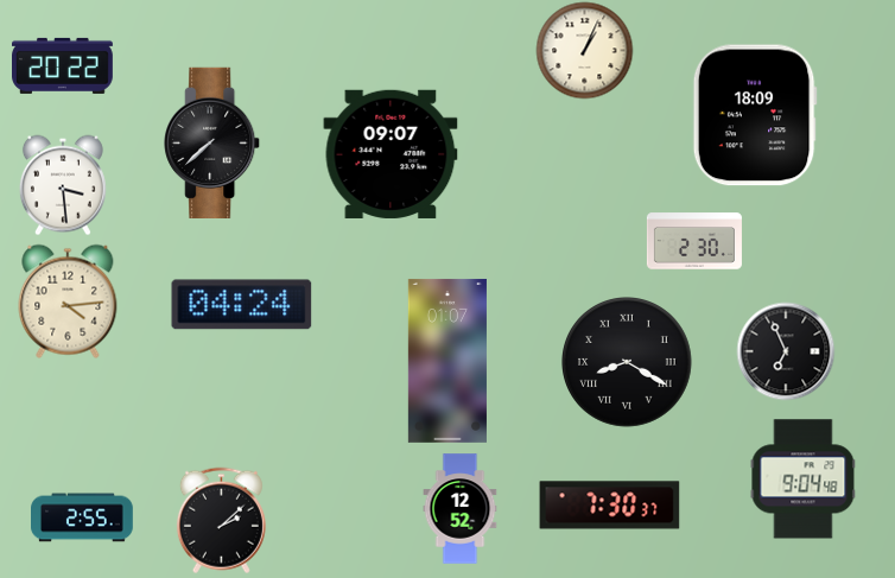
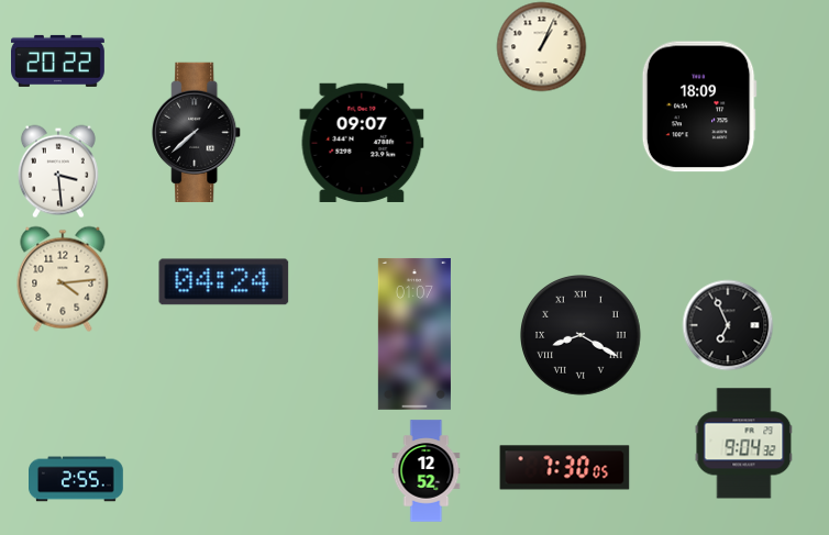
clock at (694, 241): 2:30 -> none
clock at (804, 479): 9:04:48 -> 9:04:32
clock at (610, 506): 7:30:37 -> 7:30:05
clock at (221, 520): 2:08 -> none
